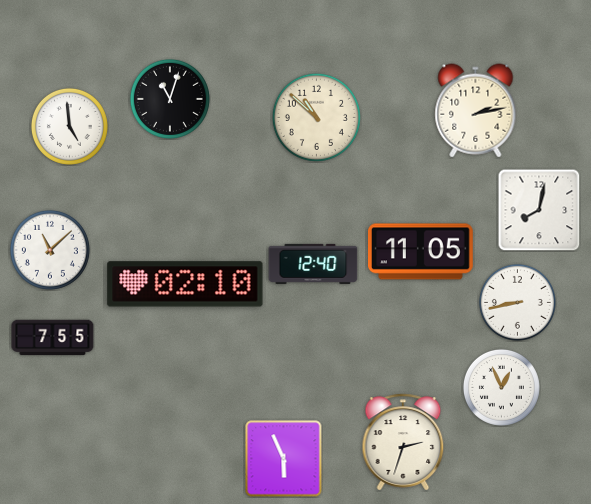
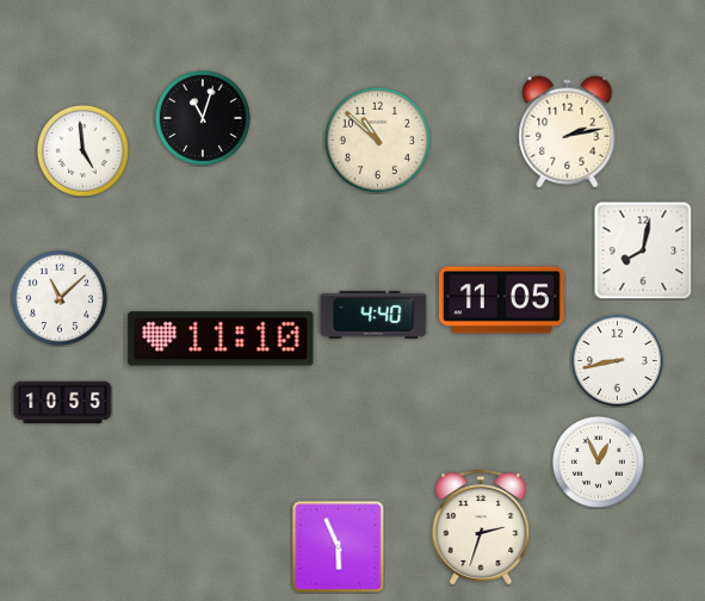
clock at (313, 264): 12:40 -> 4:40
clock at (185, 284): 02:10 -> 11:10
clock at (53, 338): 7:55 -> 10:55
